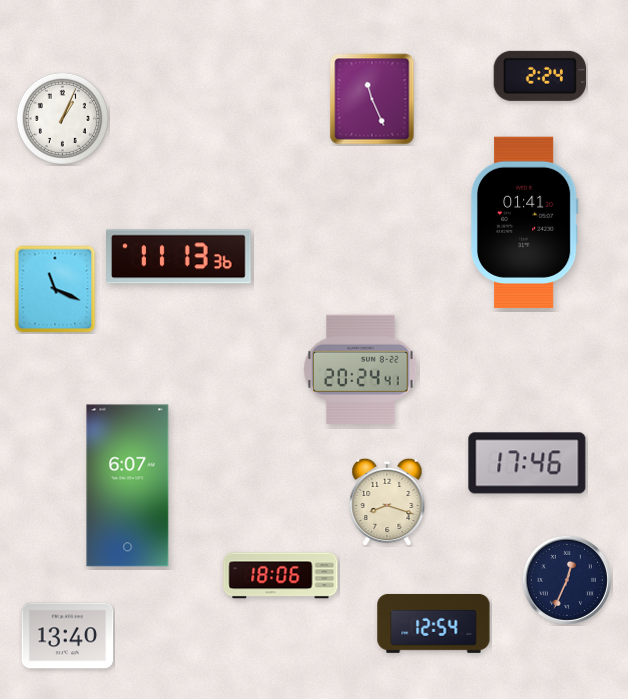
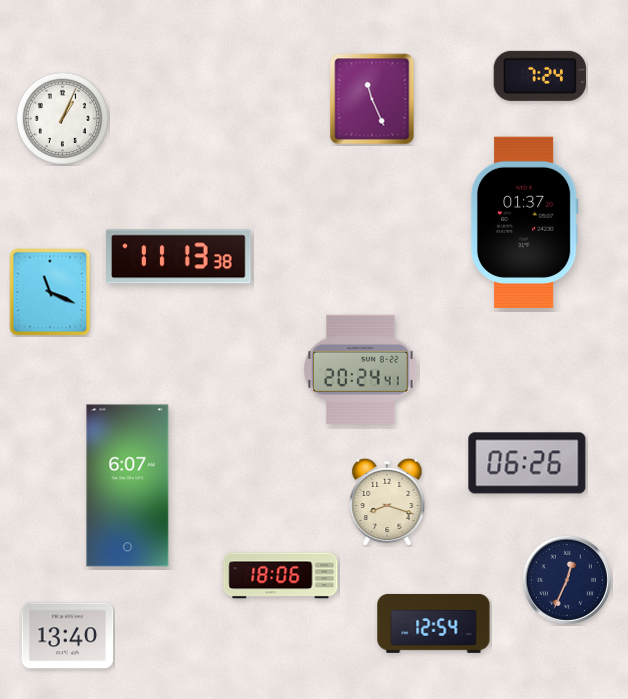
clock at (539, 76): 2:24 -> 7:24
clock at (524, 222): 01:41 -> 01:37
clock at (179, 257): 11:13:36 -> 11:13:38
clock at (55, 289) position: (55, 289) -> (50, 292)
clock at (527, 463): 17:46 -> 06:26
